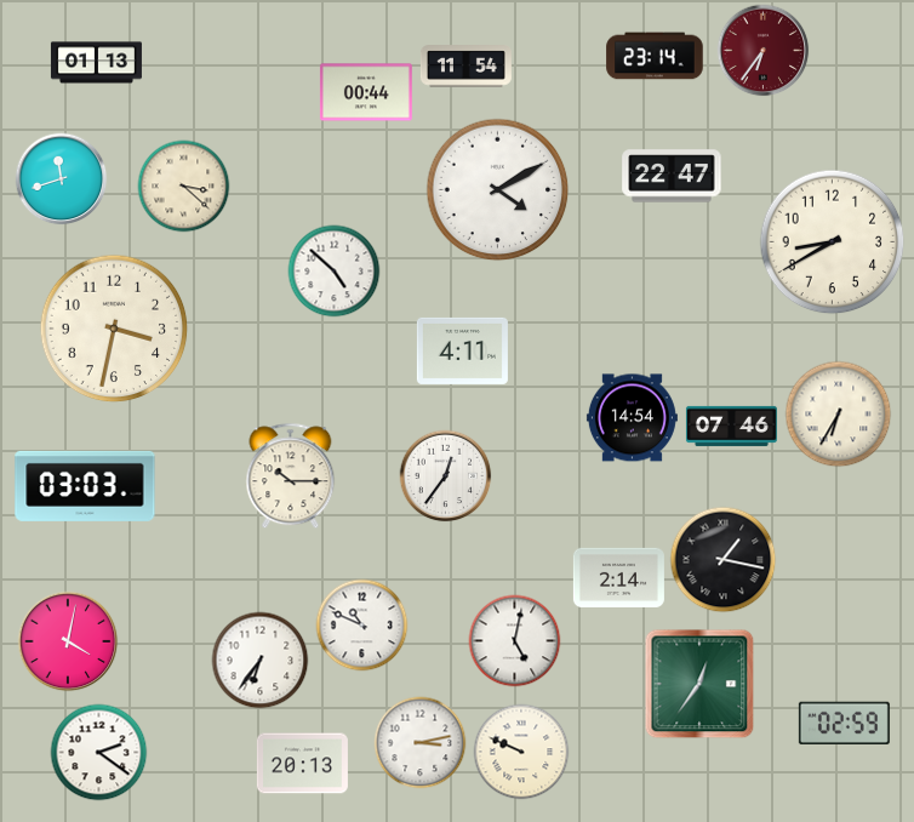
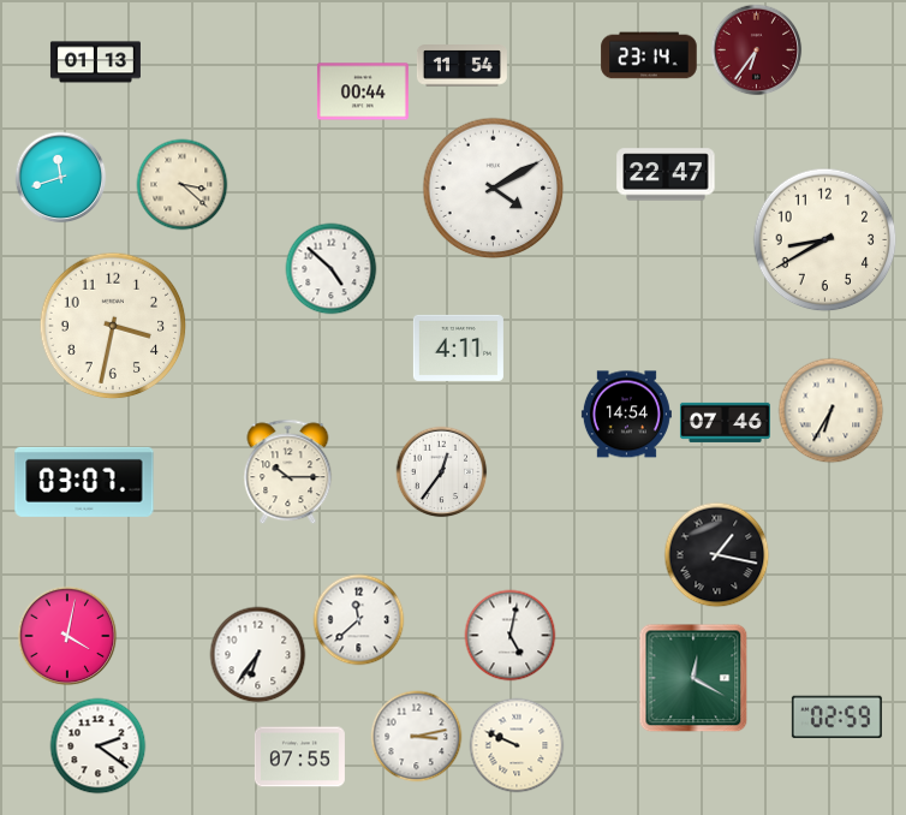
clock at (85, 486): 03:03 -> 03:07
clock at (618, 577): 2:14 -> none
clock at (362, 626): 10:49 -> 11:38
clock at (699, 684): 12:36 -> 12:20
clock at (302, 764): 20:13 -> 07:55
